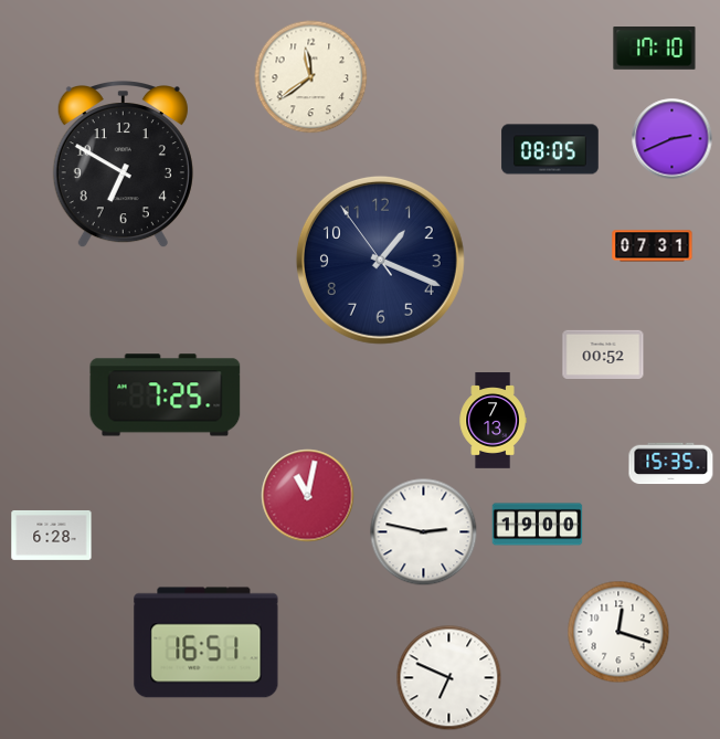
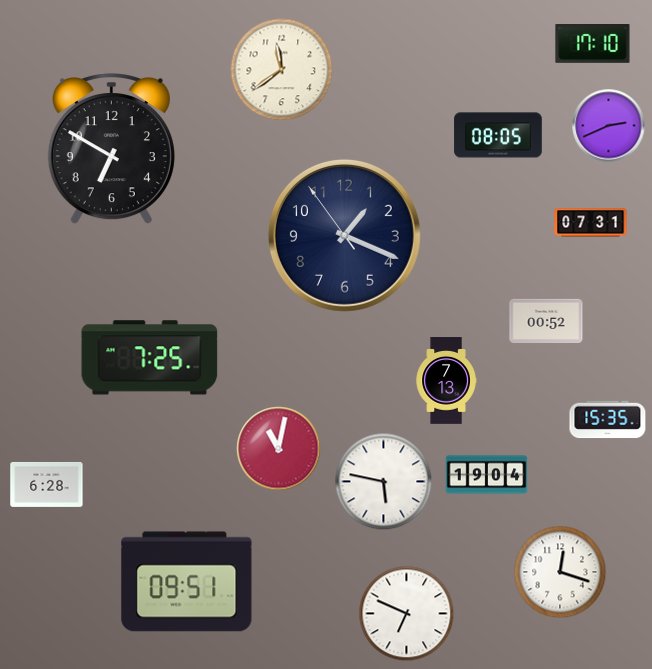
clock at (538, 525): 19:00 -> 19:04
clock at (424, 532): 2:47 -> 5:47
clock at (207, 643): 16:51 -> 09:51
